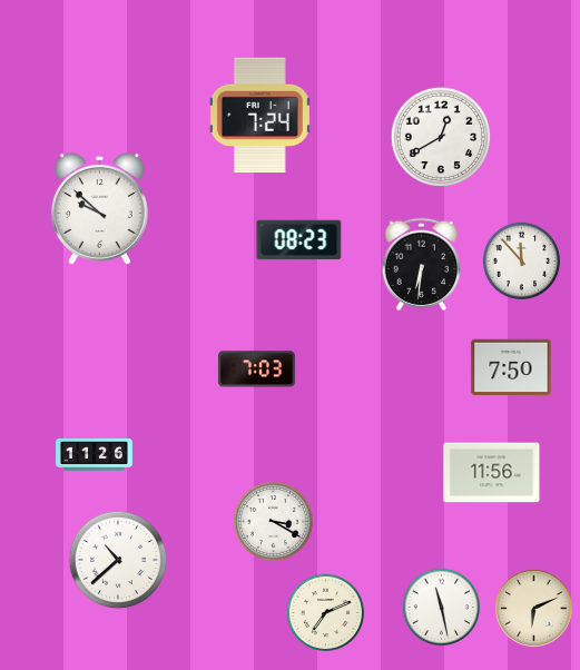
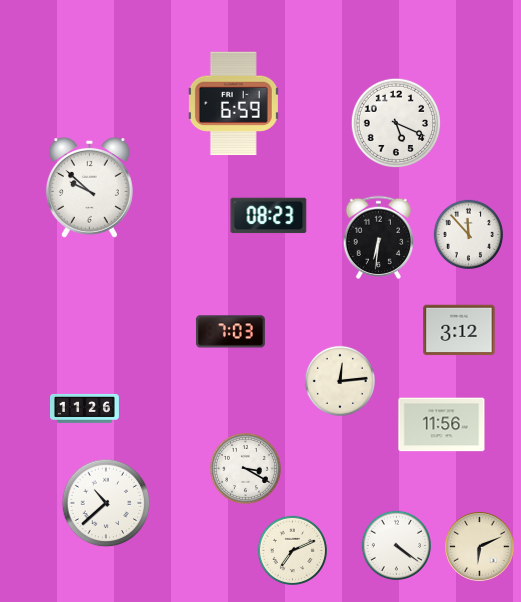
clock at (259, 116): 7:24 -> 6:59
clock at (440, 136): 12:40 -> 5:19
clock at (511, 367): 7:50 -> 3:12
clock at (340, 381): none -> 12:14
clock at (441, 607): 11:28 -> 4:21
